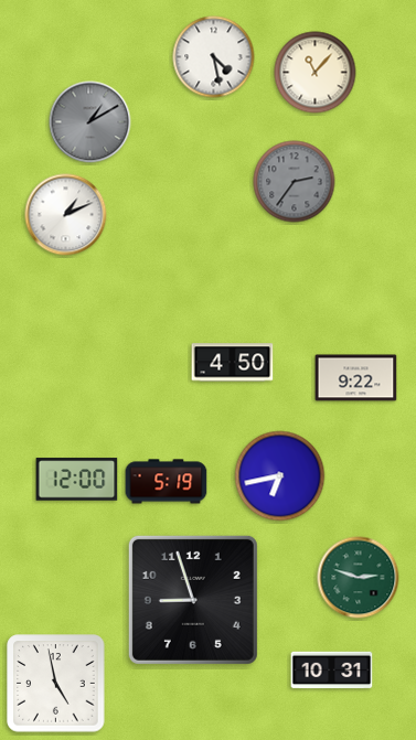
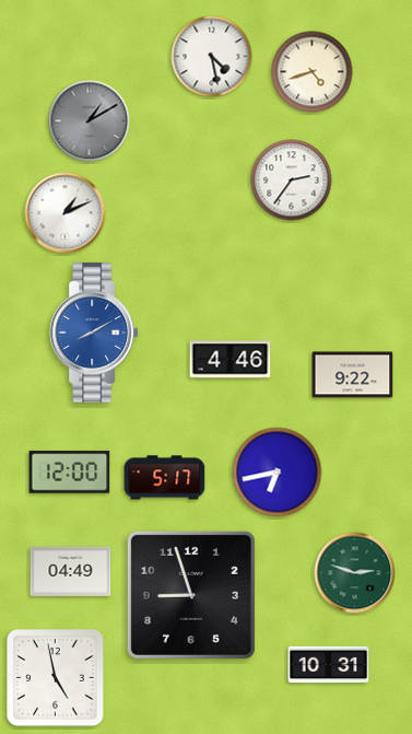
clock at (316, 73): 11:07 -> 4:42
clock at (295, 182) dial: grey -> white
clock at (94, 333): none -> 8:10
clock at (233, 363): 4:50 -> 4:46
clock at (77, 480) position: (77, 480) -> (70, 473)
clock at (167, 482): 5:19 -> 5:17
clock at (71, 571): none -> 04:49
